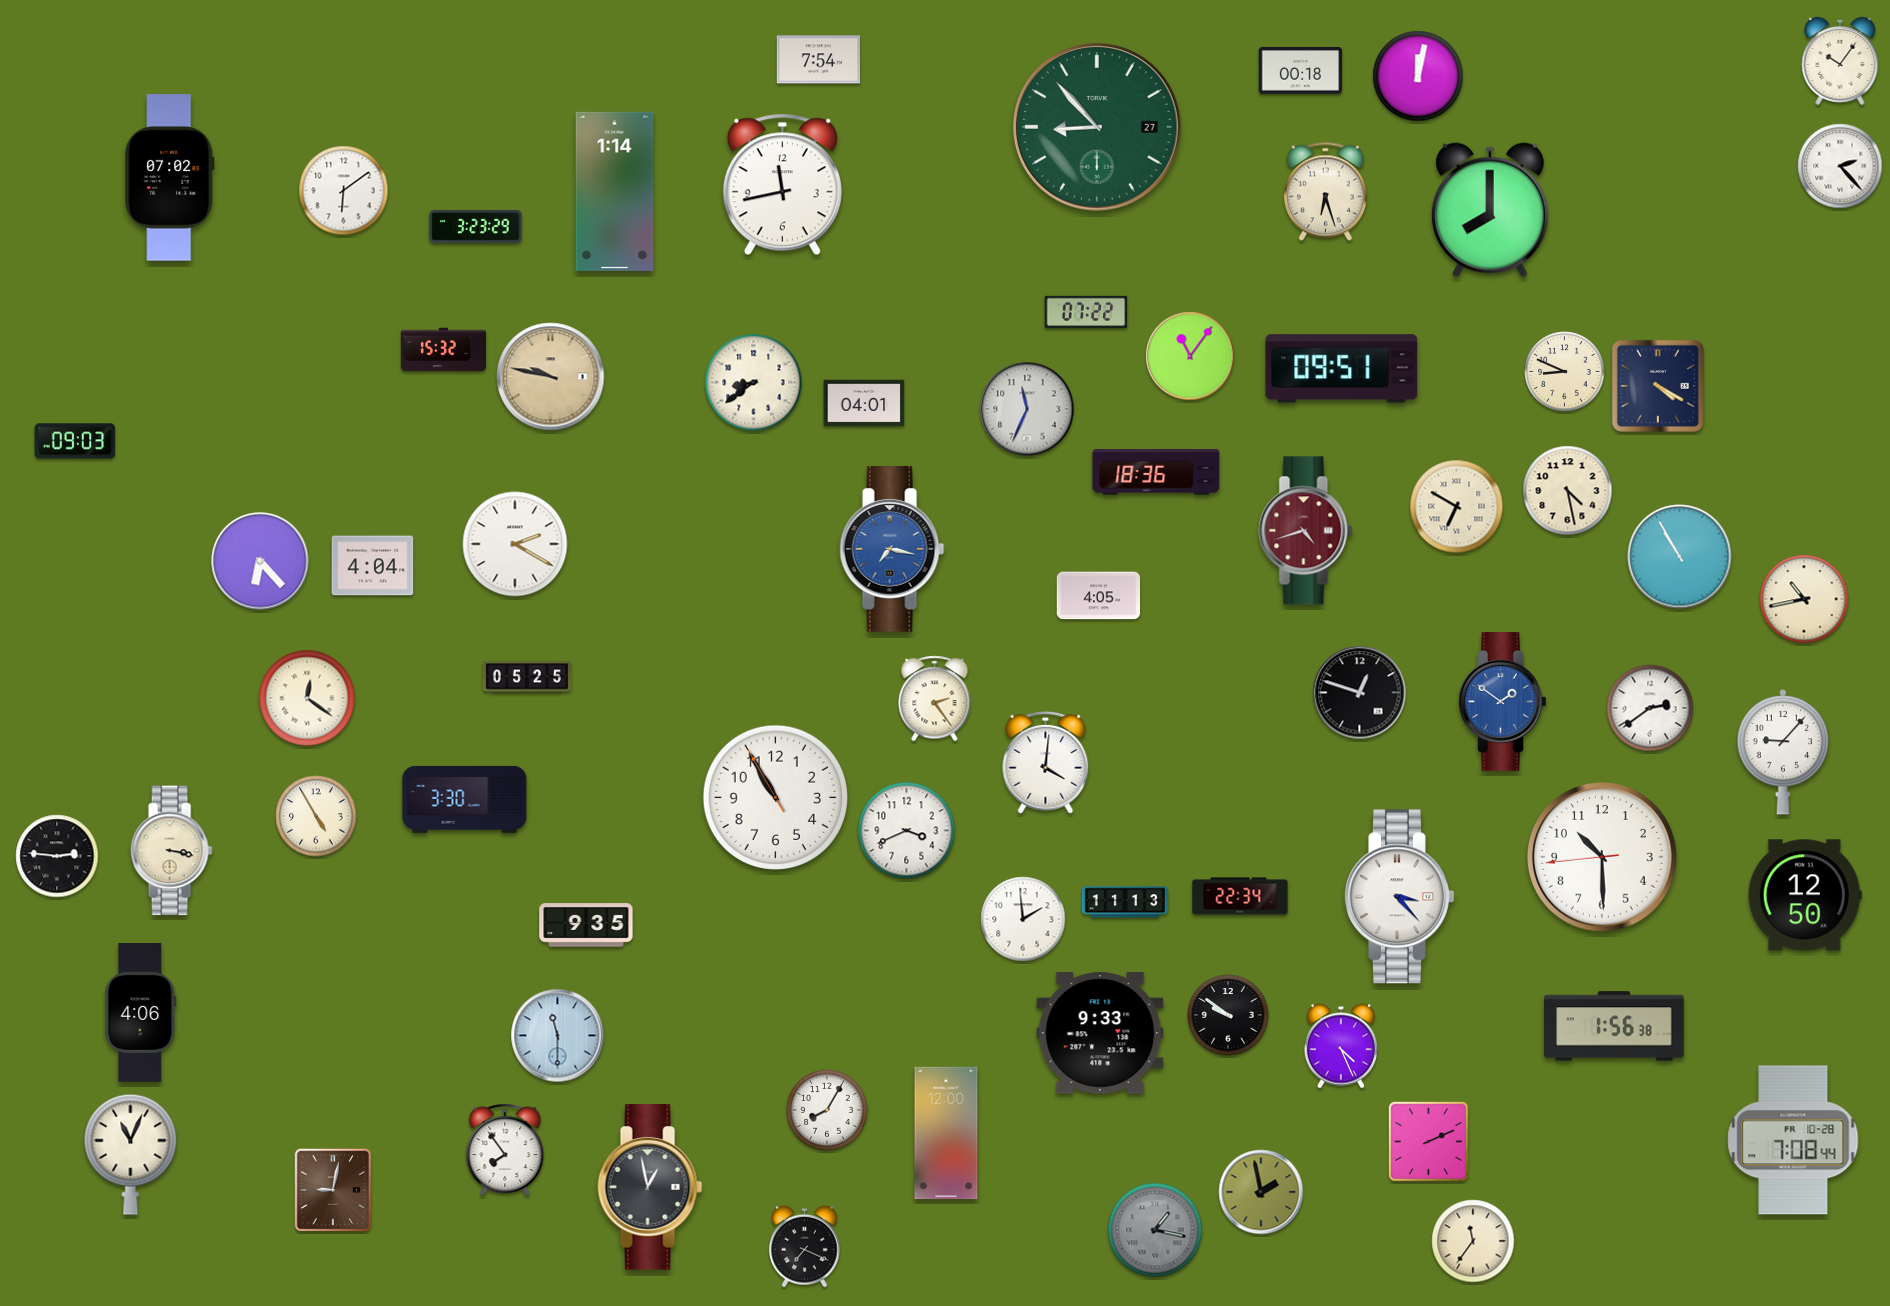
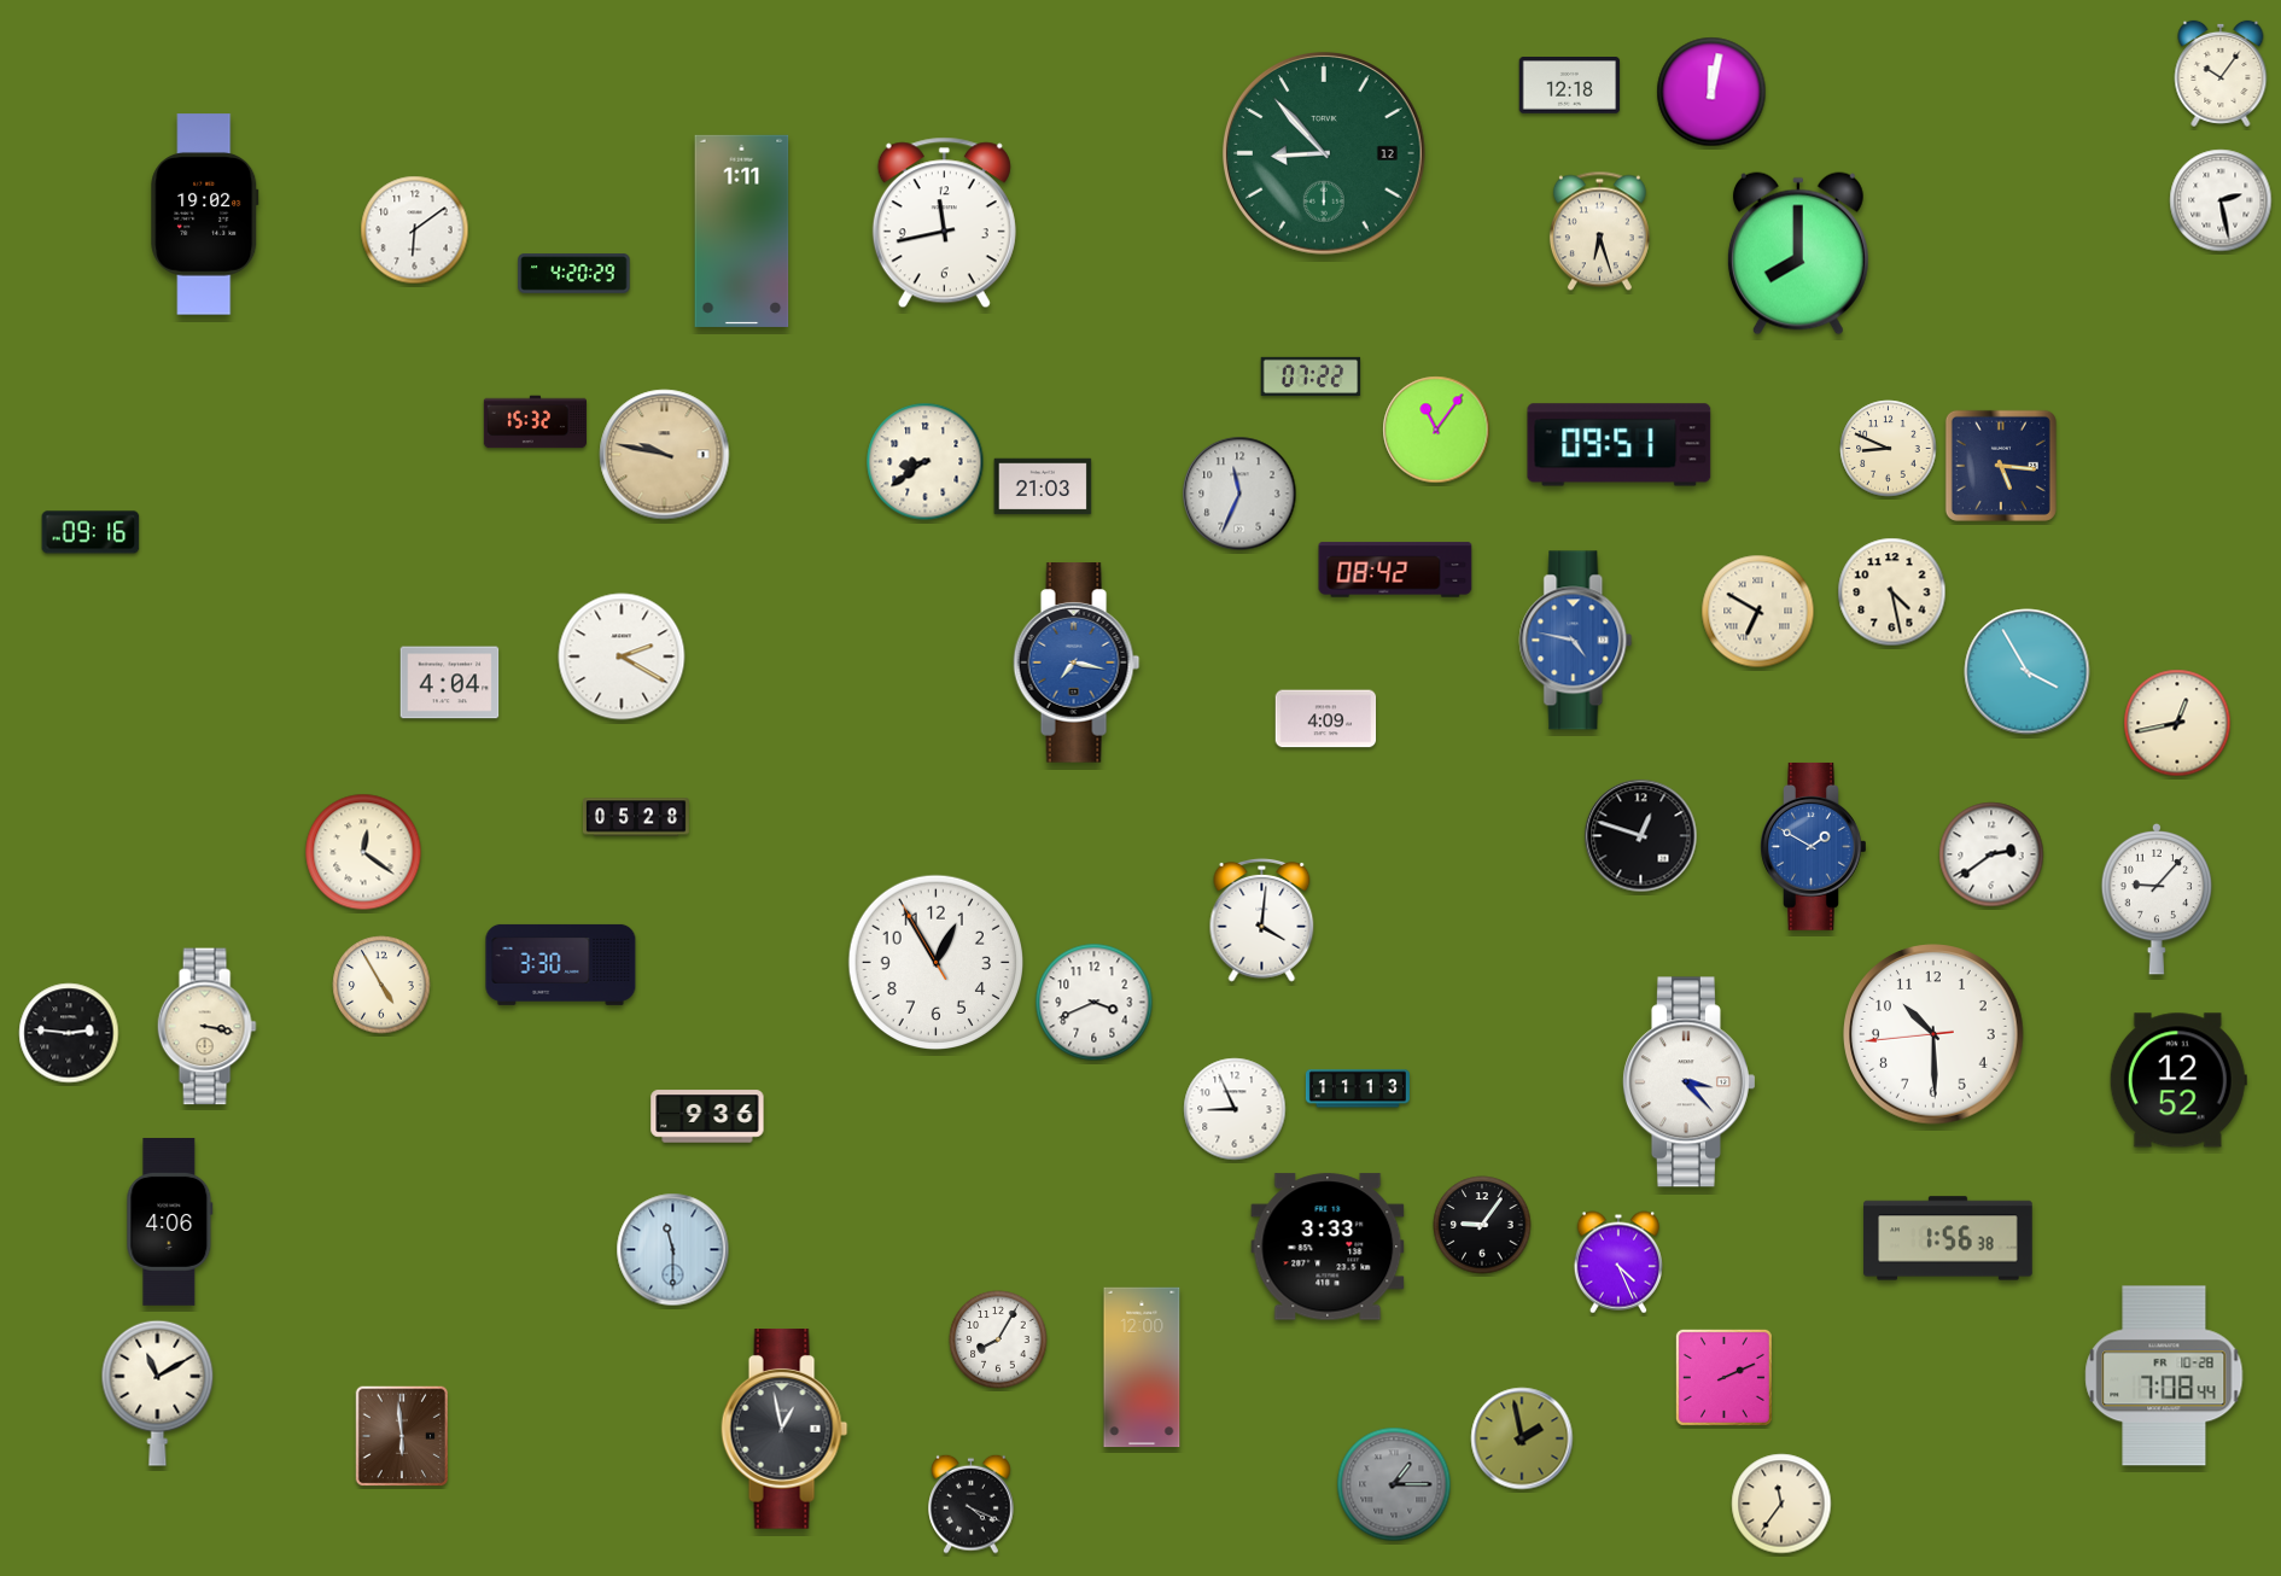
clock at (819, 60): 7:54 -> none
clock at (1301, 71): 00:18 -> 12:18
clock at (1097, 127) date: 27 -> 12
clock at (1840, 166): 2:23 -> 2:28
clock at (170, 178): 07:02 -> 19:02
clock at (615, 191): 1:14 -> 1:11
clock at (476, 227): 3:23 -> 4:20
clock at (754, 383) position: (754, 383) -> (926, 462)
clock at (1658, 386): 4:20 -> 5:16
clock at (864, 403): 04:01 -> 21:03
clock at (75, 441): 09:03 -> 09:16
clock at (1156, 472): 18:36 -> 08:42
clock at (1306, 531): 4:42 -> 4:47
clock at (1306, 531) dial: burgundy -> blue
clock at (1680, 557): 10:55 -> 3:55
clock at (260, 561): 6:23 -> none
clock at (1099, 596): 4:05 -> 4:09
clock at (1804, 599): 10:43 -> 12:43
clock at (527, 677): 05:25 -> 05:28
clock at (307, 698) position: (307, 698) -> (363, 852)
clock at (935, 699): 2:24 -> none
clock at (1503, 701): 1:51 -> 1:50
clock at (1783, 752) position: (1783, 752) -> (2157, 899)
clock at (775, 797): 10:54 -> 12:54
clock at (1805, 895): 12:50 -> 12:52
clock at (1240, 896): 22:34 -> none
clock at (1023, 919): 1:59 -> 8:56
clock at (586, 925): 9:35 -> 9:36
clock at (1228, 1015): 9:51 -> 9:06
clock at (1100, 1033): 9:33 -> 3:33
clock at (505, 1150): 7:54 -> none
clock at (131, 1154): 11:04 -> 11:10
clock at (650, 1187) position: (650, 1187) -> (784, 1429)
clock at (333, 1190): 9:02 -> 5:59
clock at (1155, 1230): 1:17 -> 1:15
clock at (1473, 1241) position: (1473, 1241) -> (1781, 1504)
clock at (805, 1246): 7:19 -> 4:19
